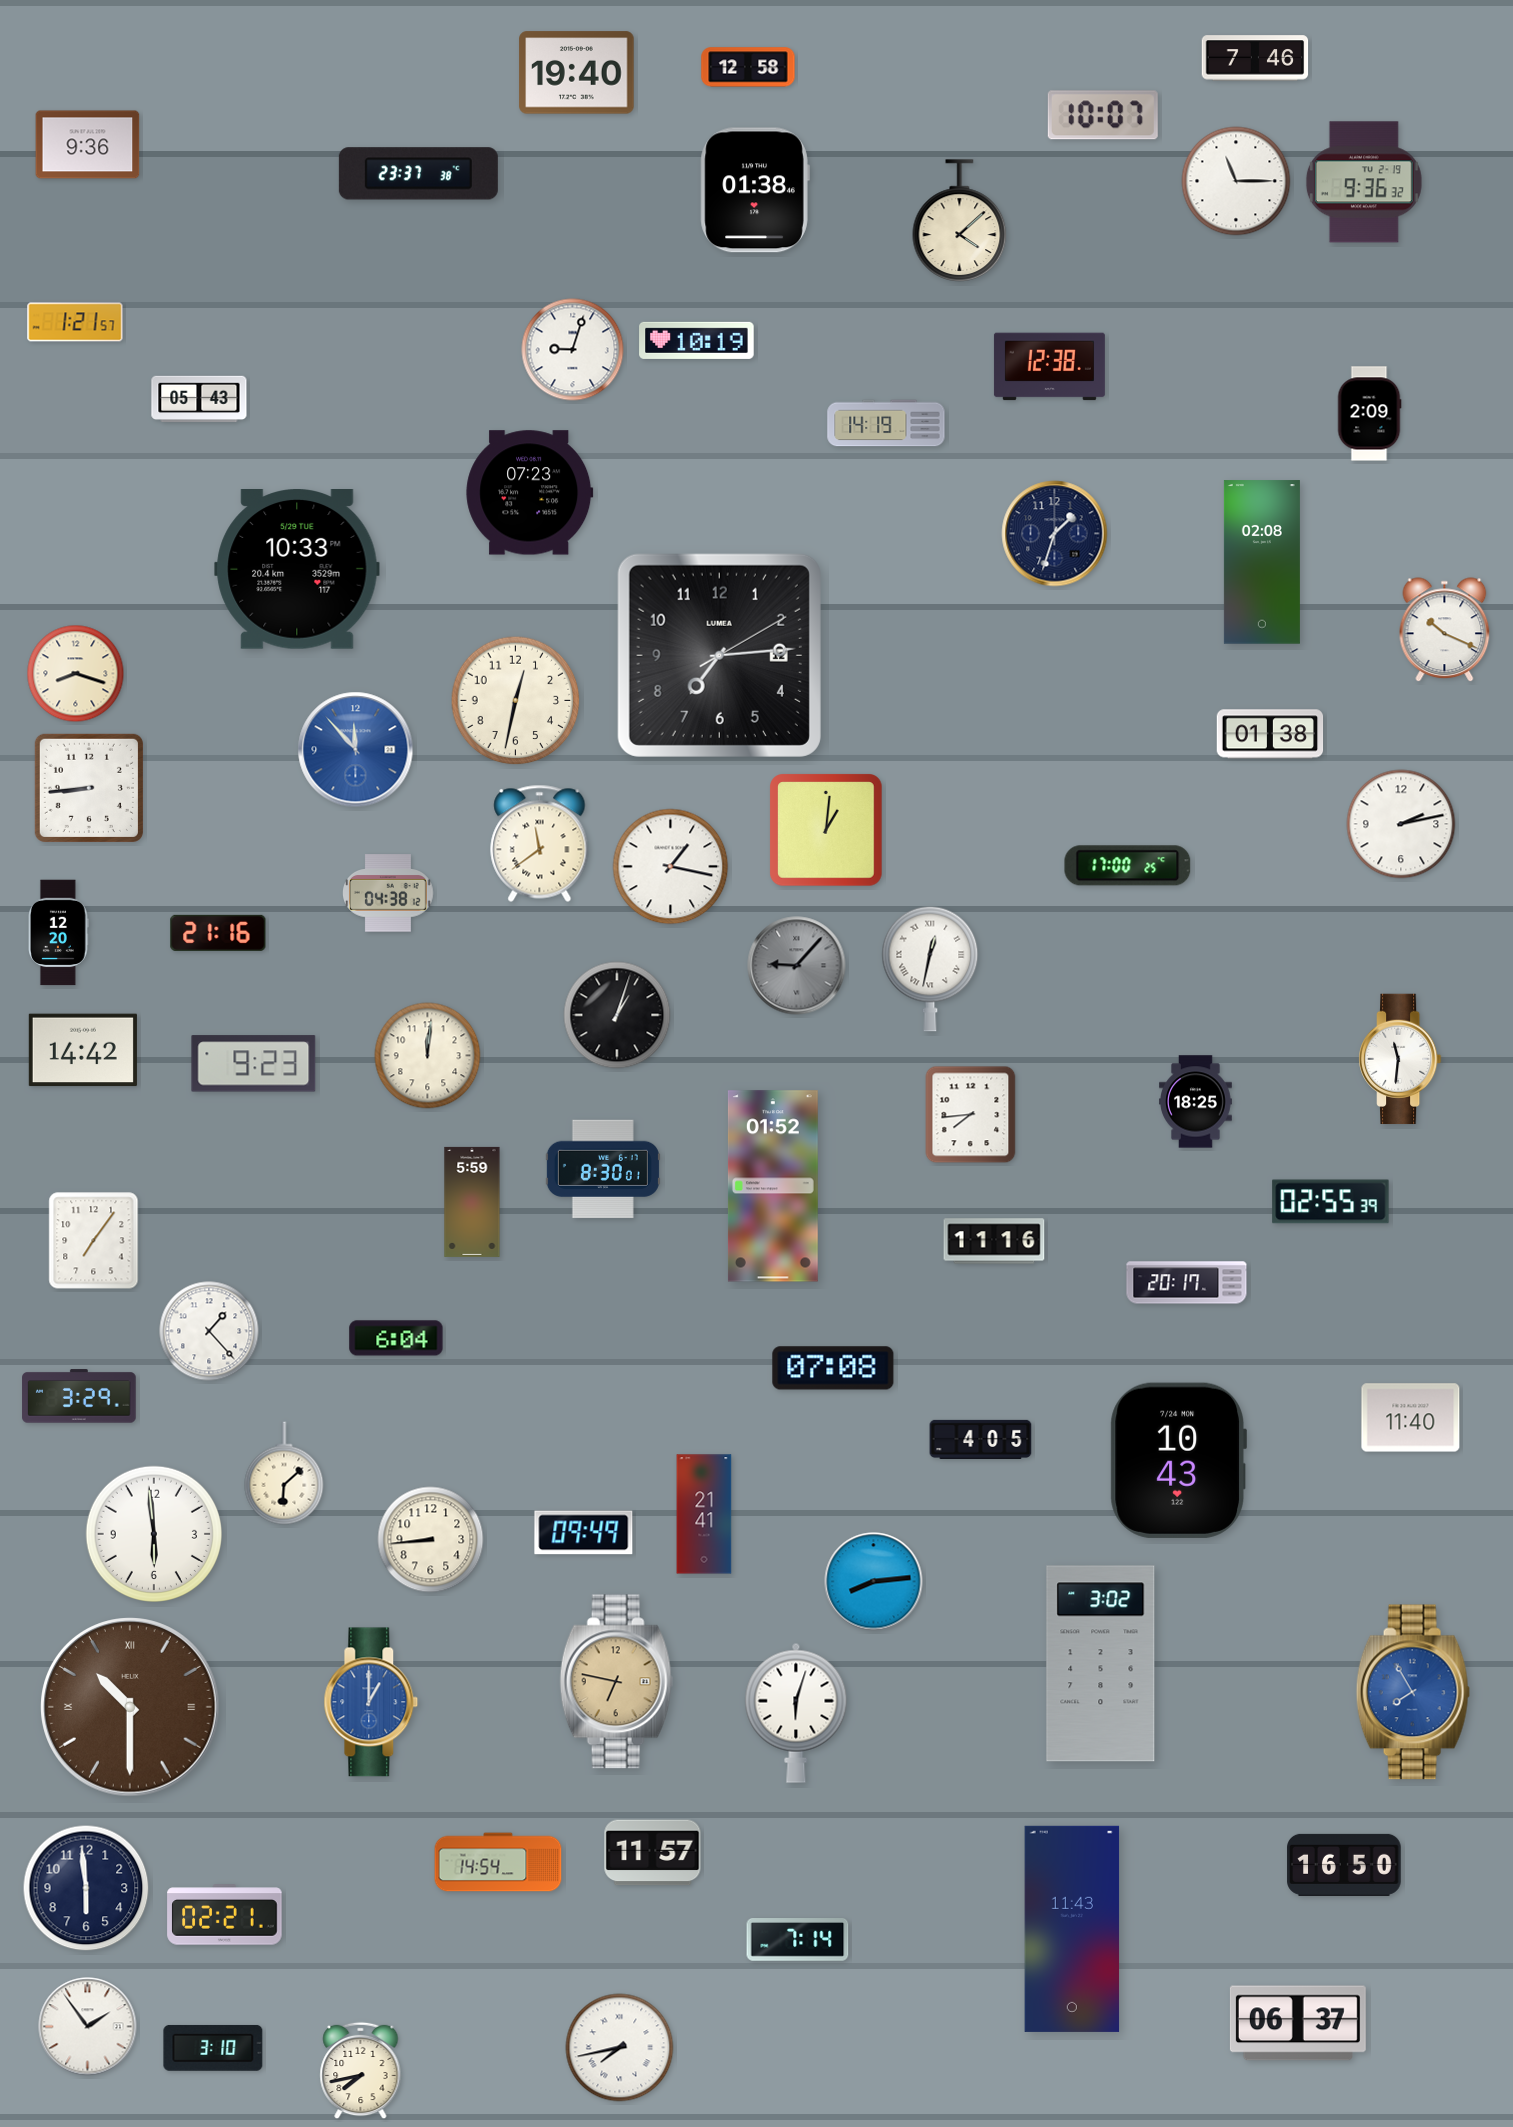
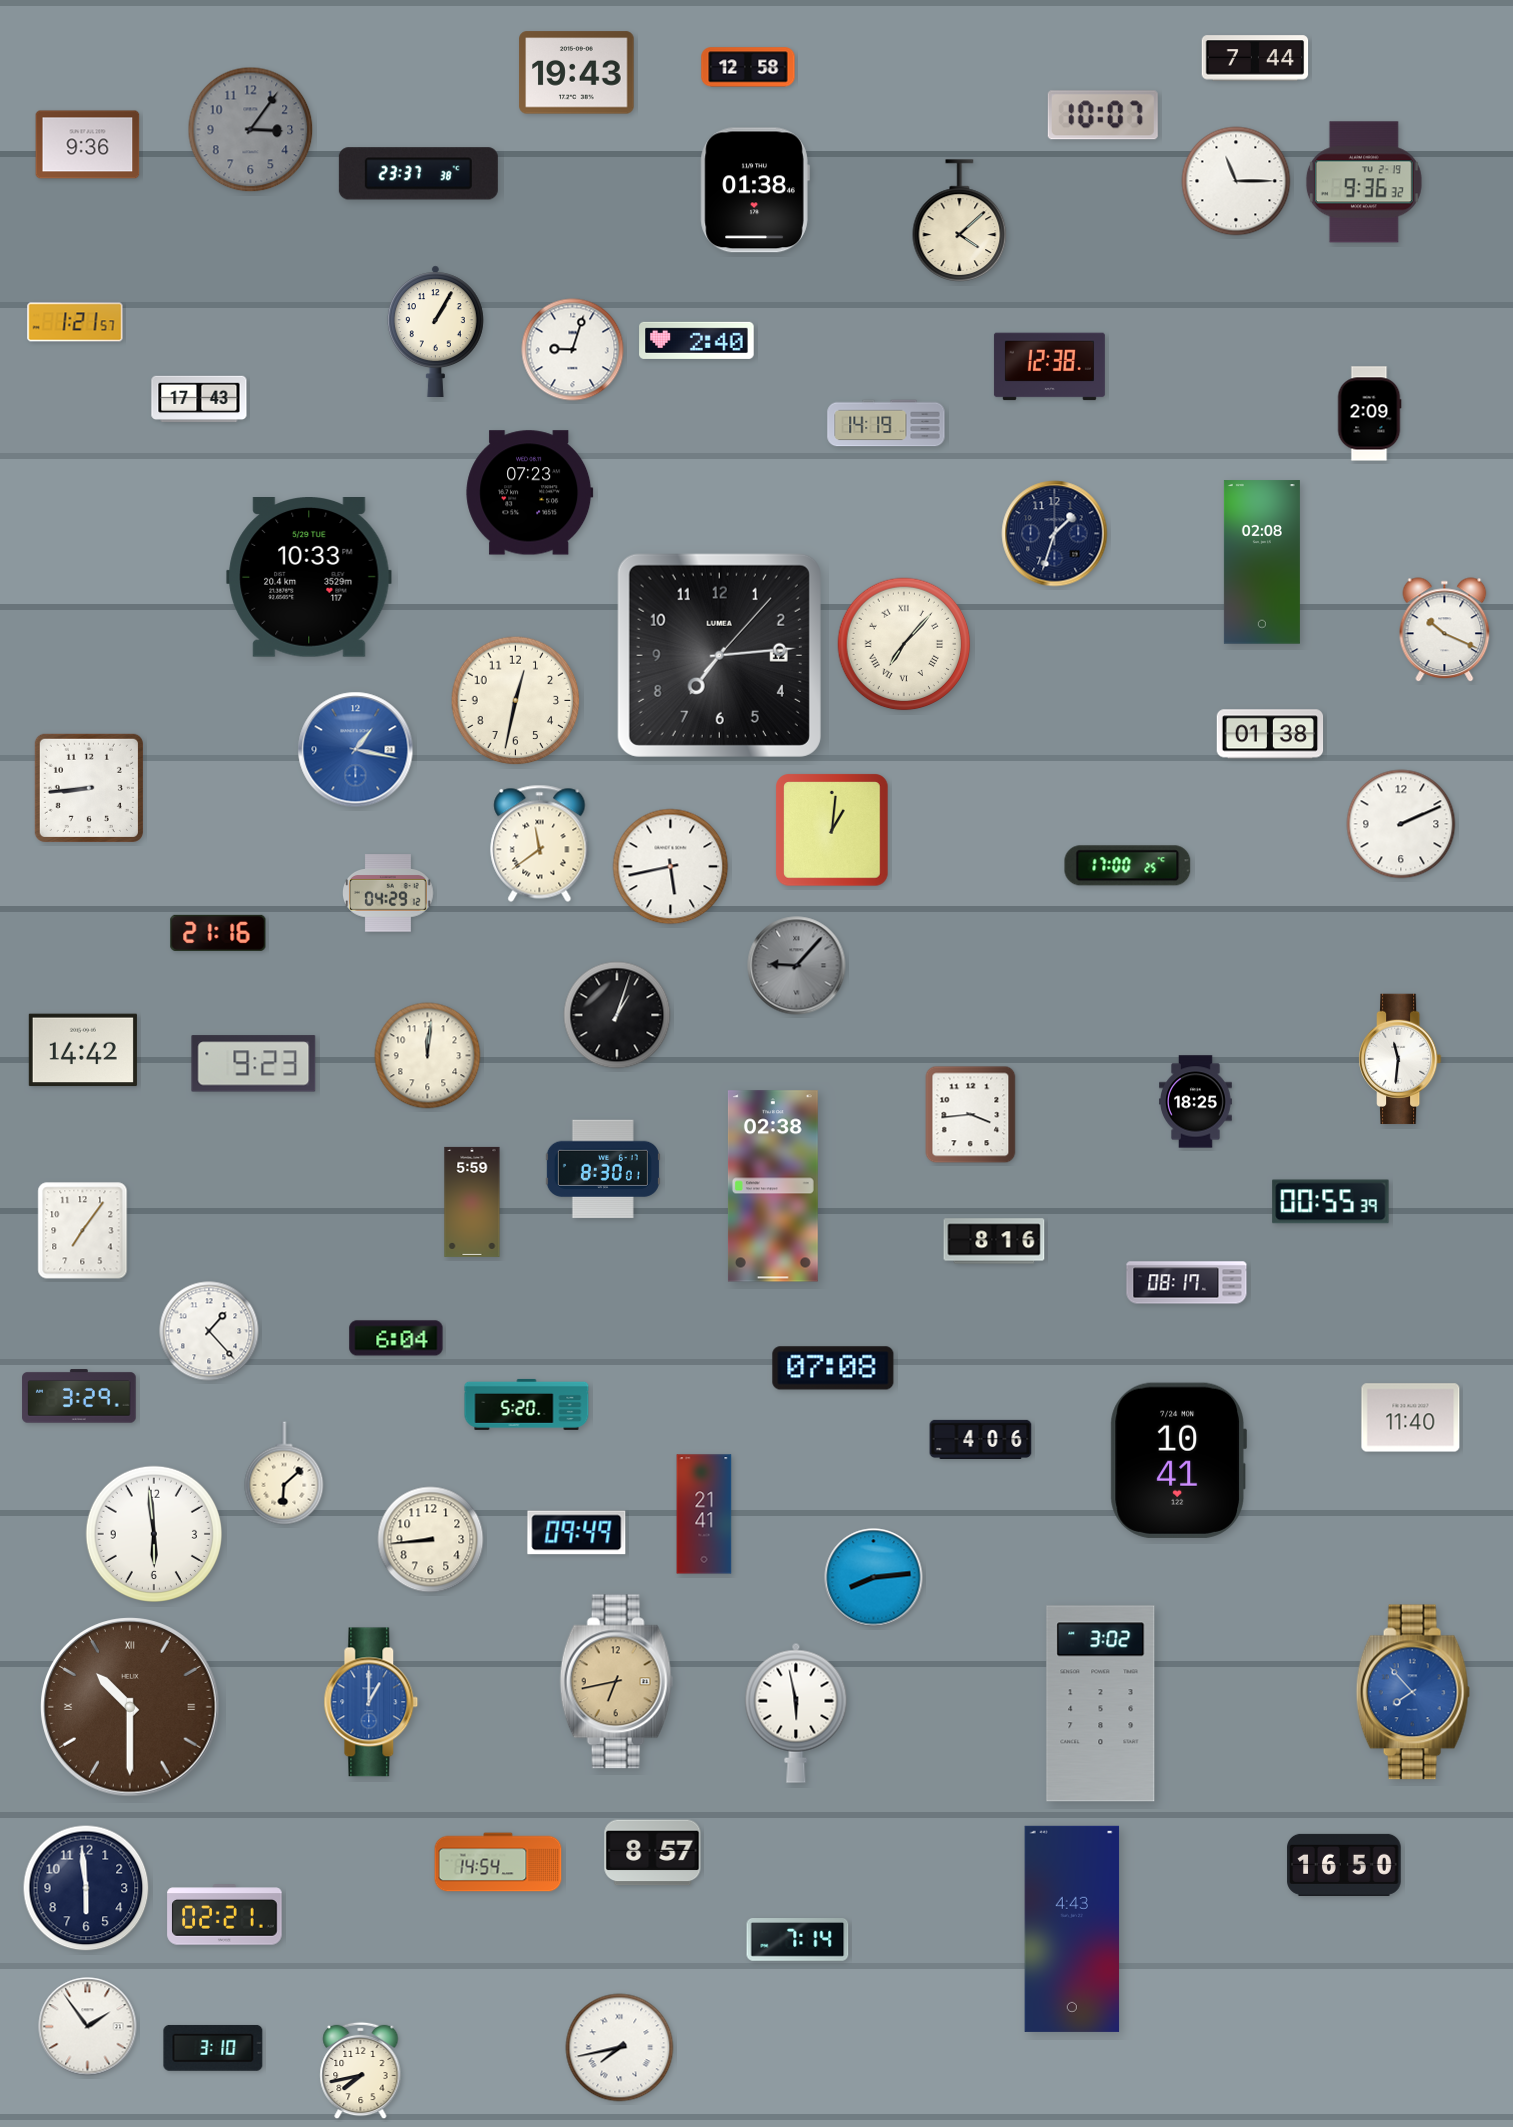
clock at (1255, 58): 7:46 -> 7:44
clock at (577, 73): 19:40 -> 19:43
clock at (251, 130): none -> 3:06
clock at (435, 331): none -> 1:05
clock at (697, 340): 10:19 -> 2:40
clock at (199, 399): 05:43 -> 17:43
clock at (297, 570) position: (297, 570) -> (309, 578)
clock at (904, 644): none -> 7:07
clock at (719, 655): 7:14:10 -> 7:14:07
clock at (76, 674): 8:18 -> none
clock at (356, 750): 11:53 -> 1:17
clock at (1401, 824): 2:13 -> 2:11
clock at (826, 830) position: (826, 830) -> (832, 830)
clock at (671, 867): 1:17 -> 5:43
clock at (389, 893): 04:38 -> 04:29
clock at (59, 933): 12:20 -> none
clock at (930, 969): 12:32 -> none
clock at (971, 1115): 7:44 -> 3:44
clock at (773, 1186): 01:52 -> 02:38
clock at (1331, 1202): 02:55 -> 00:55
clock at (94, 1241) position: (94, 1241) -> (83, 1231)
clock at (994, 1241): 11:16 -> 8:16
clock at (1187, 1283): 20:17 -> 08:17
clock at (527, 1404): none -> 5:20
clock at (981, 1439): 4:05 -> 4:06
clock at (1178, 1460): 10:43 -> 10:41
clock at (584, 1533) position: (584, 1533) -> (577, 1533)
clock at (874, 1582) position: (874, 1582) -> (874, 1578)
clock at (1101, 1664) position: (1101, 1664) -> (1101, 1704)
clock at (617, 1682): 6:47 -> 6:43
clock at (1413, 1692): 7:55 -> 7:53
clock at (796, 1713): 6:03 -> 5:58
clock at (653, 1853): 11:57 -> 8:57
clock at (1072, 1929): 11:43 -> 4:43
clock at (1298, 2023): 06:37 -> none
